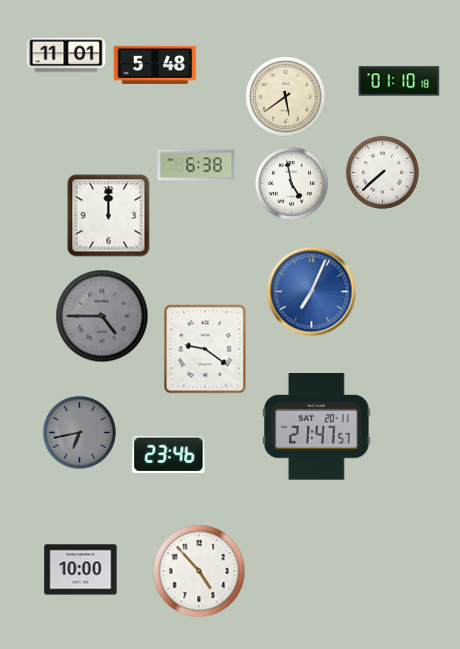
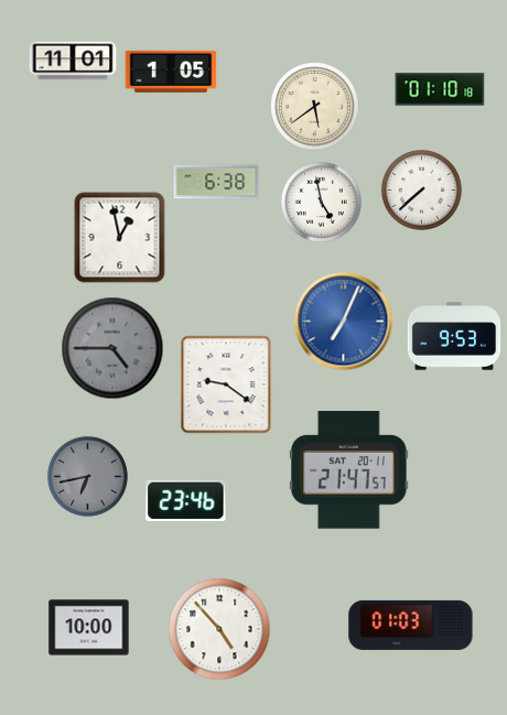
clock at (155, 65): 5:48 -> 1:05
clock at (109, 216): 12:00 -> 12:58
clock at (454, 336): none -> 9:53
clock at (411, 625): none -> 01:03
